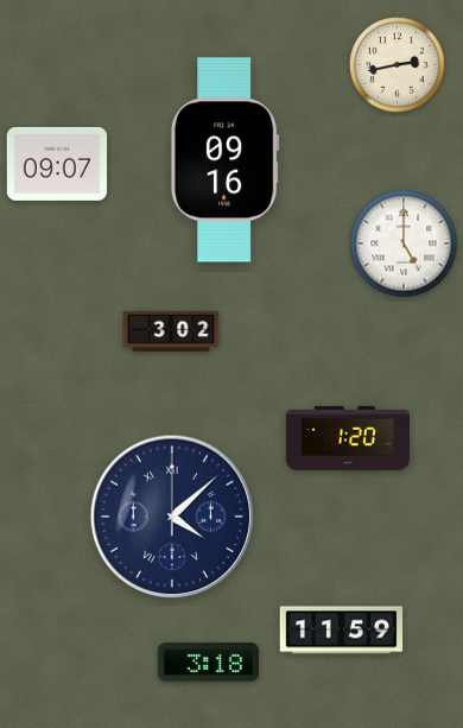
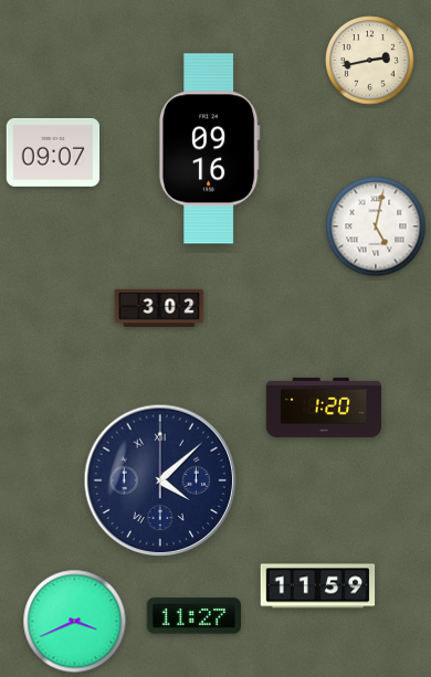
clock at (404, 243): 5:00 -> 5:02
clock at (208, 663): 3:18 -> 11:27
clock at (75, 622): none -> 3:41
